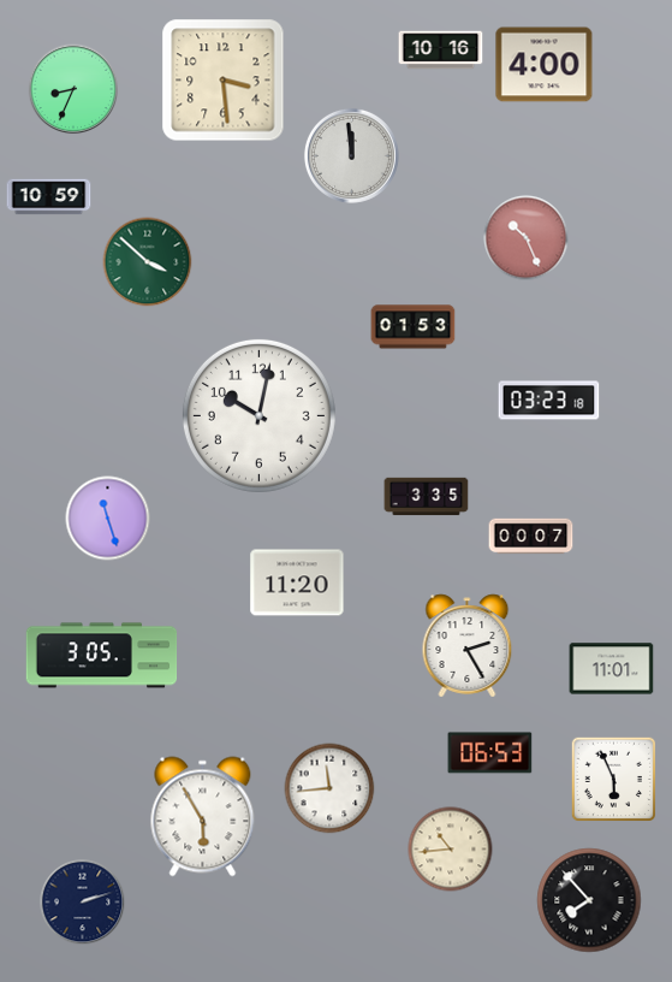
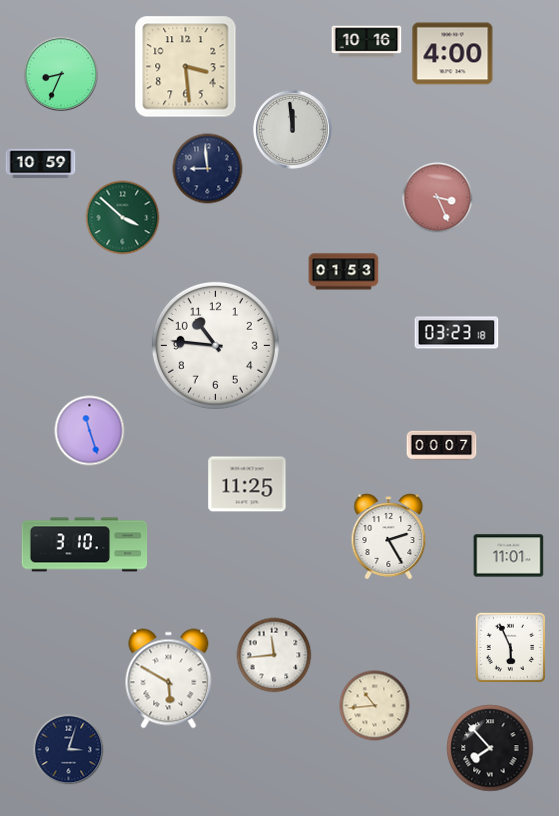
clock at (208, 169): none -> 8:59
clock at (527, 238): 10:26 -> 3:26
clock at (258, 415): 10:02 -> 10:46
clock at (427, 497): 3:35 -> none
clock at (297, 582): 11:20 -> 11:25
clock at (102, 656): 3:05 -> 3:10
clock at (490, 753): 06:53 -> none
clock at (203, 817): 5:55 -> 5:50
clock at (83, 903): 2:12 -> 3:03
